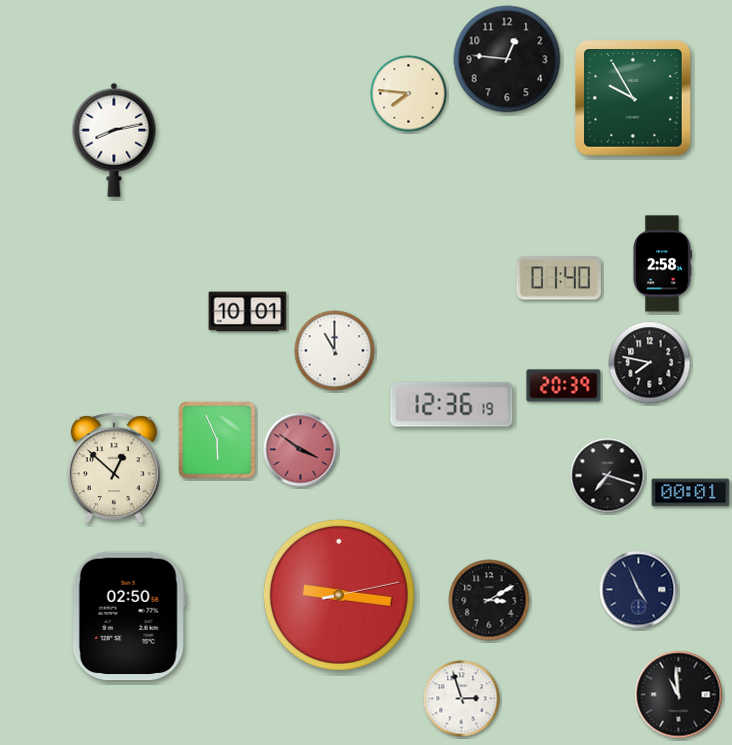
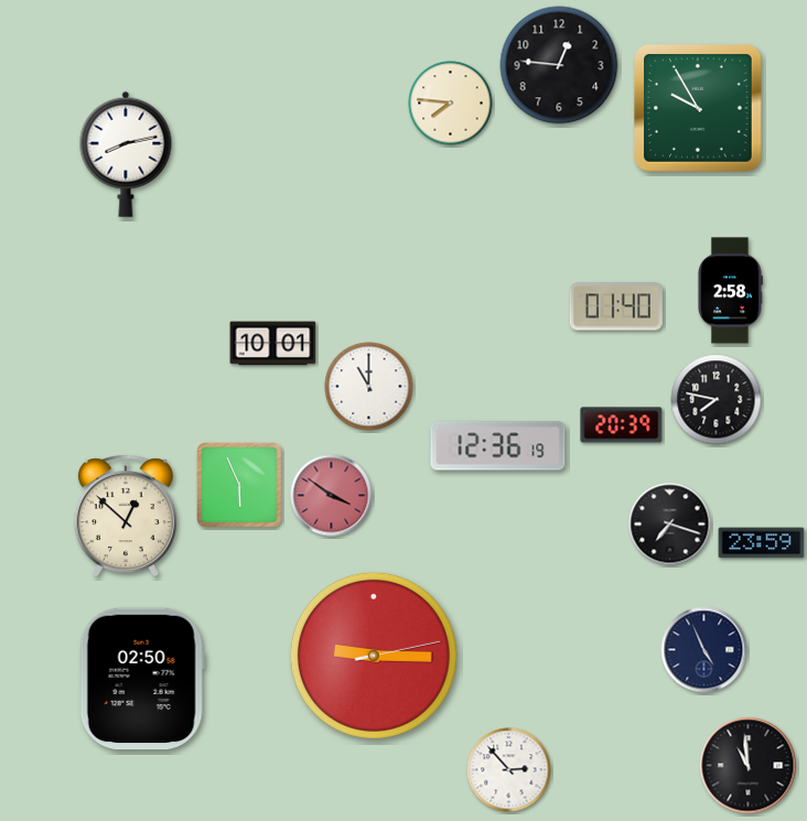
clock at (691, 493): 00:01 -> 23:59
clock at (339, 595): 9:16 -> 9:15
clock at (489, 600): 3:10 -> none
clock at (462, 699): 2:57 -> 2:53
